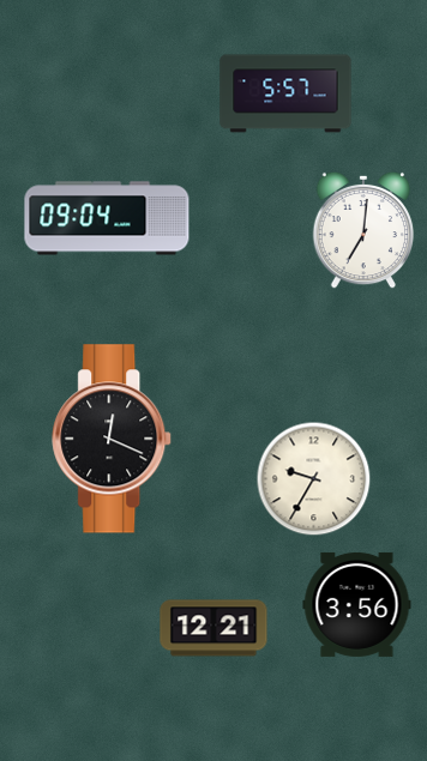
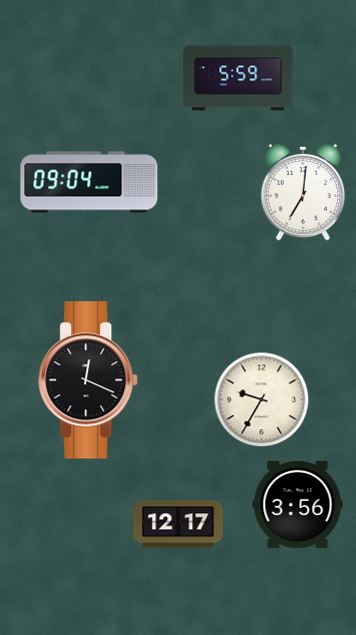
clock at (285, 93): 5:57 -> 5:59
clock at (113, 439) position: (113, 439) -> (89, 380)
clock at (213, 628): 12:21 -> 12:17
